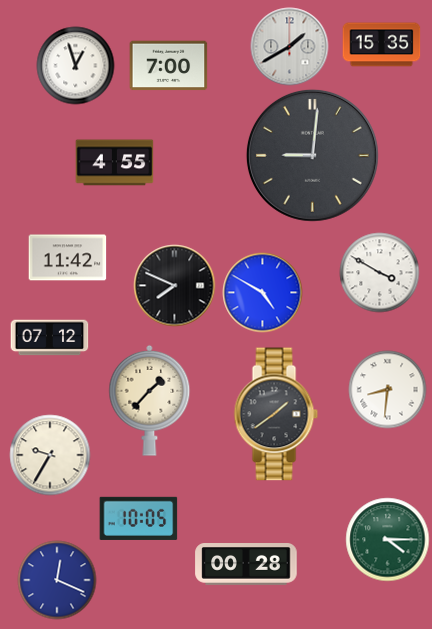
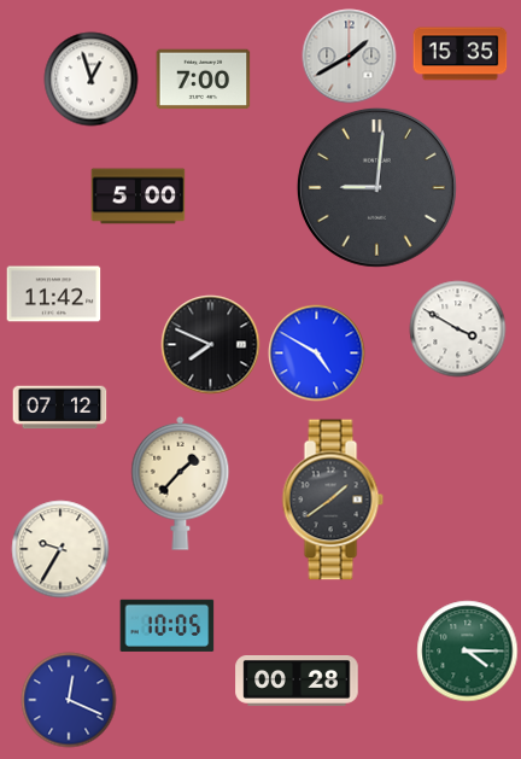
clock at (114, 163): 4:55 -> 5:00
clock at (67, 258) position: (67, 258) -> (53, 294)
clock at (387, 389): 8:31 -> none
